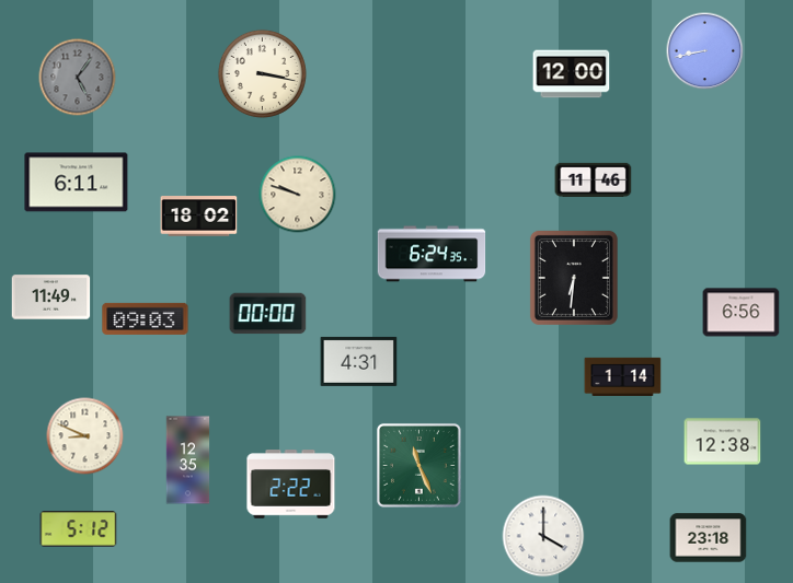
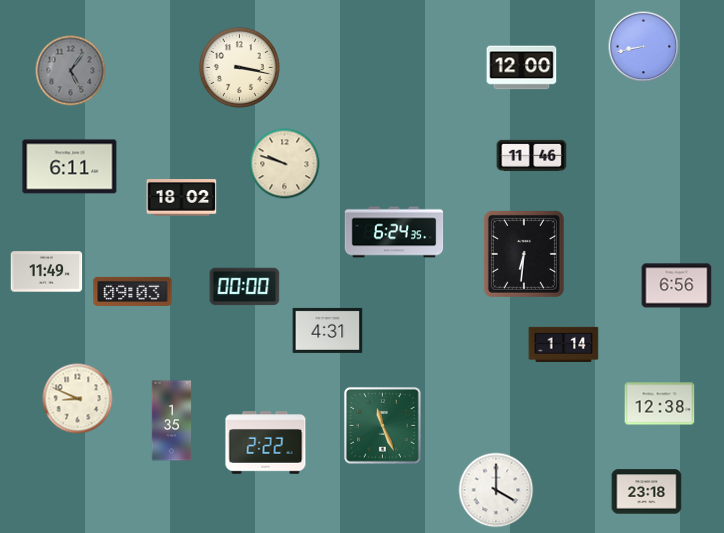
clock at (594, 179) position: (594, 179) -> (532, 155)
clock at (298, 195) position: (298, 195) -> (285, 164)
clock at (623, 376) position: (623, 376) -> (564, 344)
clock at (188, 460): 12:35 -> 1:35
clock at (79, 529): 5:12 -> none
